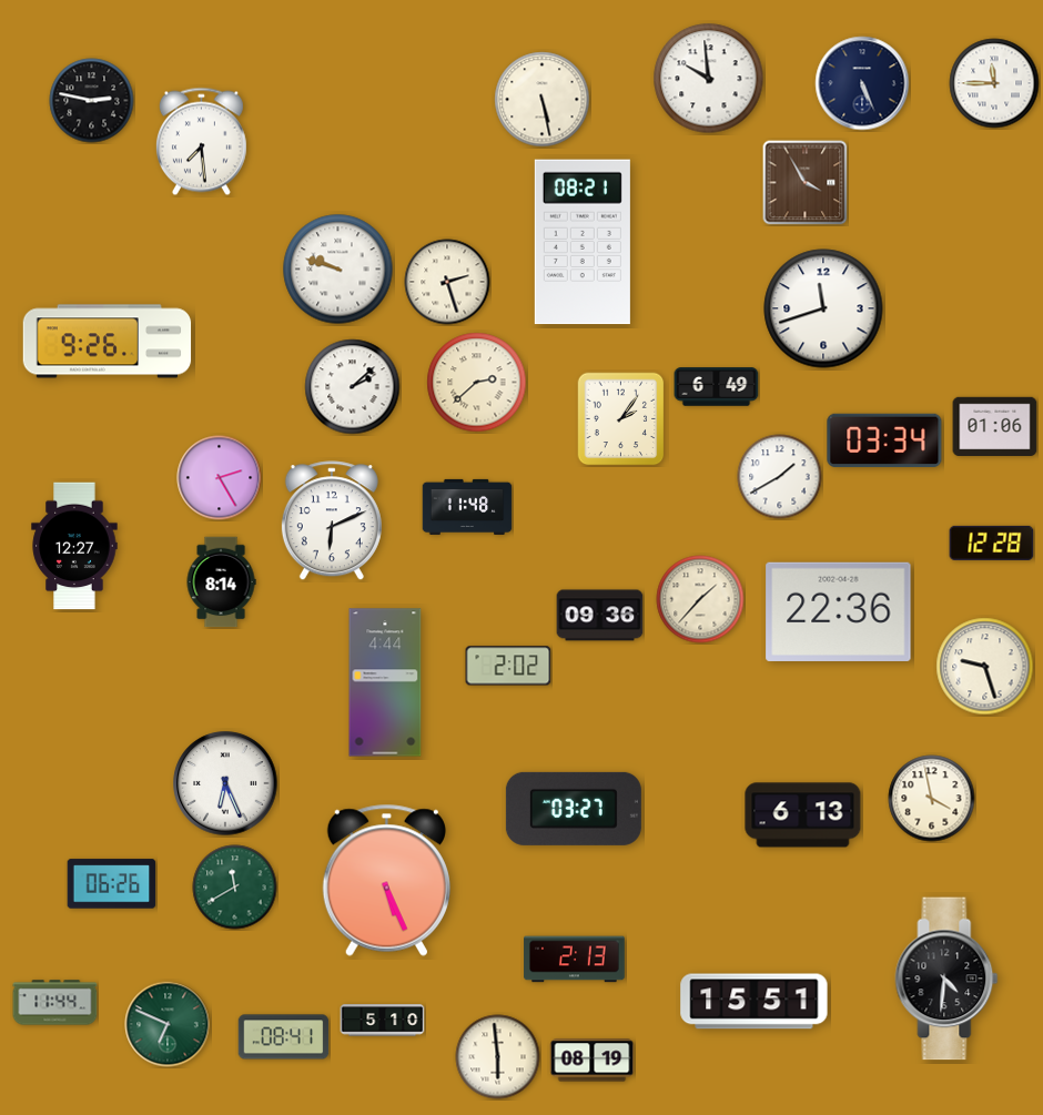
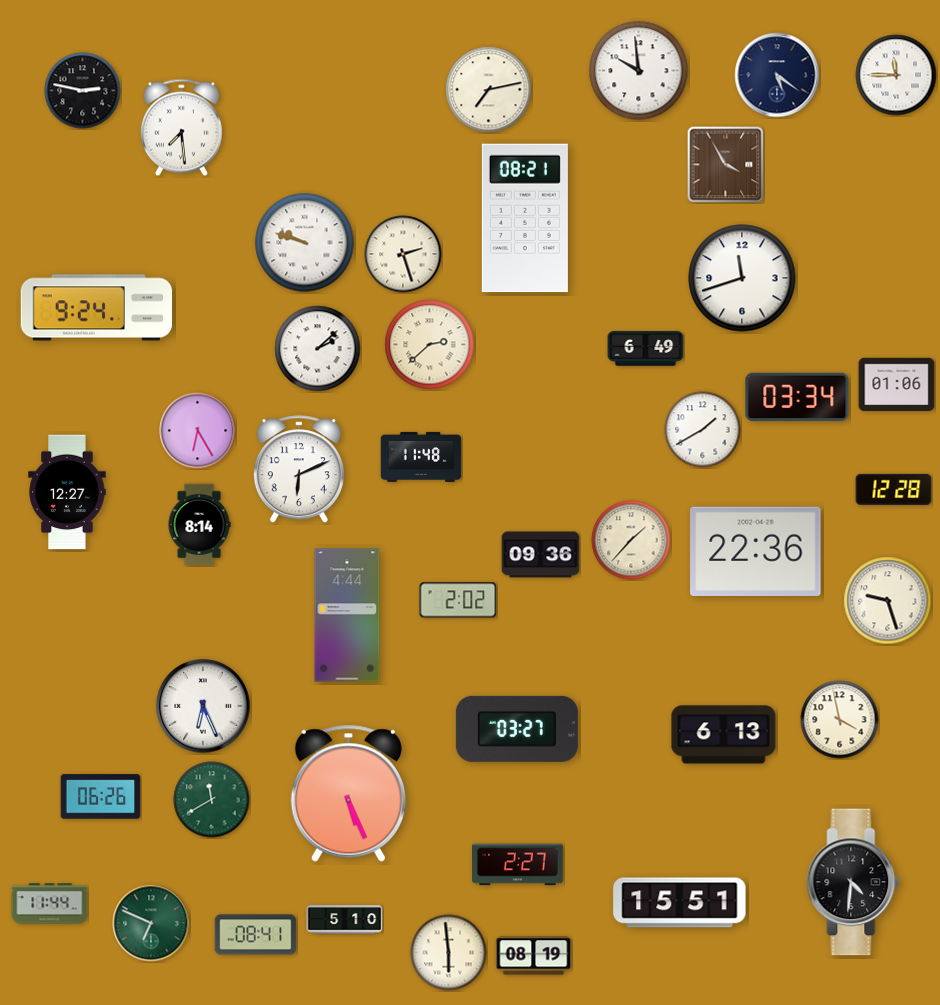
clock at (862, 83): 5:26 -> 5:21
clock at (543, 100): 5:28 -> 7:13
clock at (108, 342): 9:26 -> 9:24
clock at (621, 419): 2:06 -> none
clock at (220, 478): 2:25 -> 6:25
clock at (575, 960): 2:13 -> 2:27
